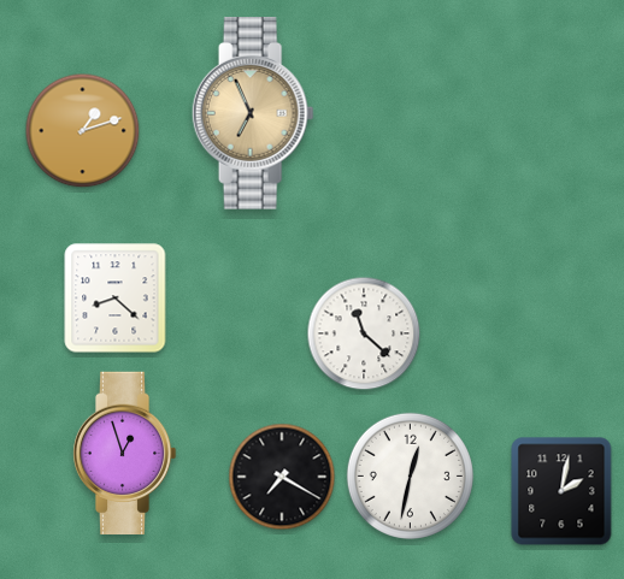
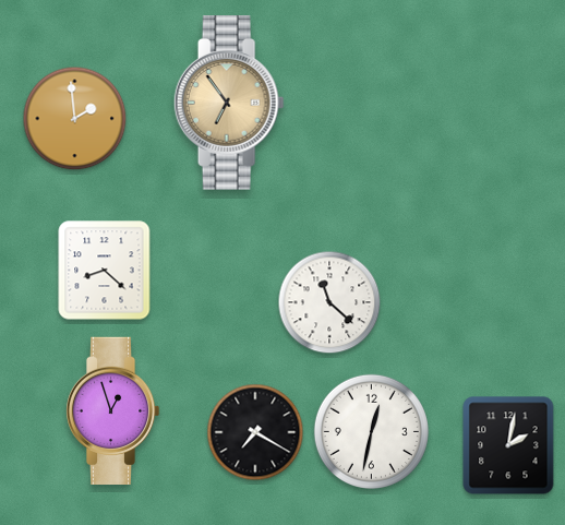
clock at (253, 113): 6:56 -> 6:54
clock at (83, 131): 1:12 -> 1:59
